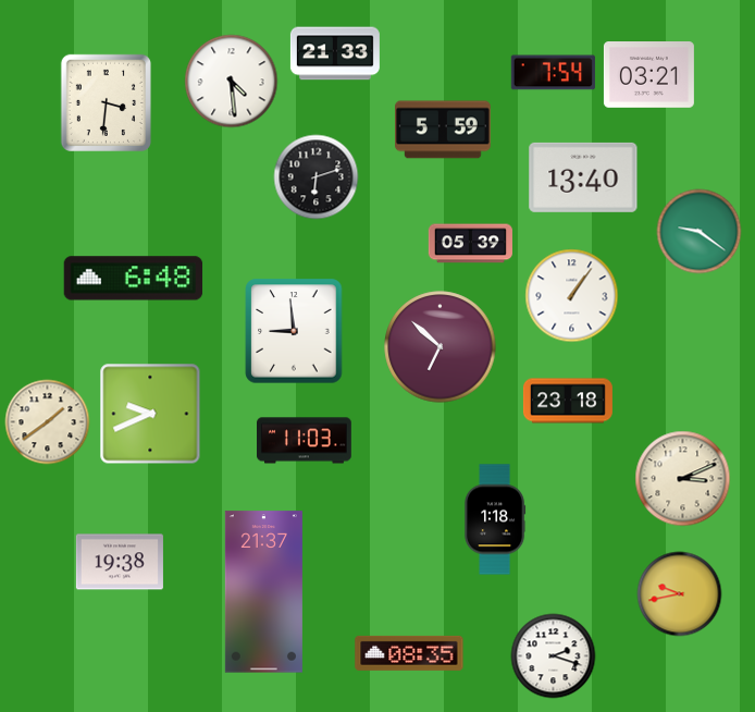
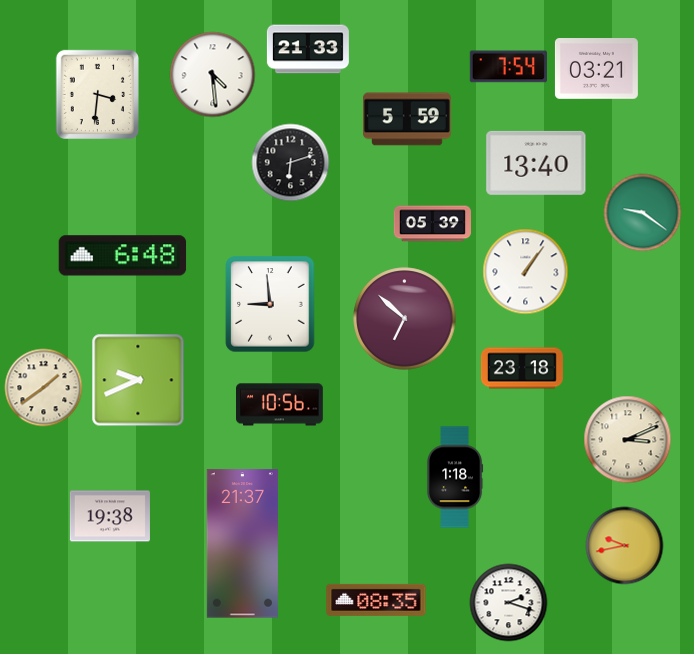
clock at (305, 441): 11:03 -> 10:56
